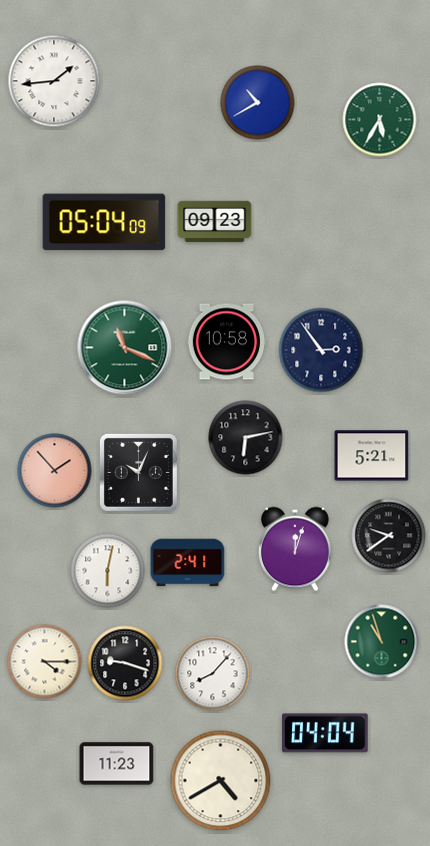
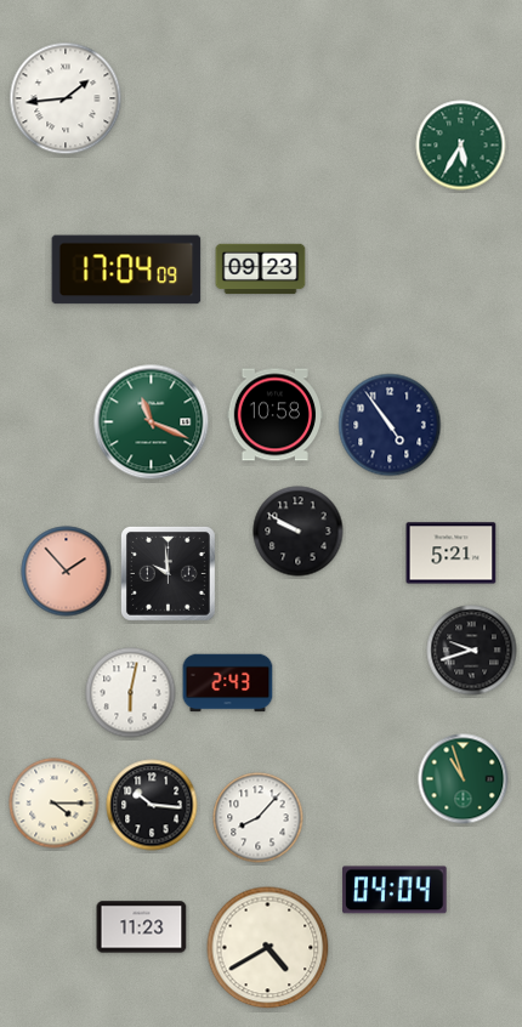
clock at (258, 103): 10:40 -> none
clock at (104, 222): 05:04 -> 17:04
clock at (321, 350): 2:54 -> 4:54
clock at (246, 438): 6:13 -> 9:50
clock at (138, 472): 10:04 -> 9:59
clock at (389, 536): 9:39 -> 9:42
clock at (295, 549): 12:03 -> none
clock at (188, 563): 2:41 -> 2:43
clock at (125, 663): 9:18 -> 10:16
